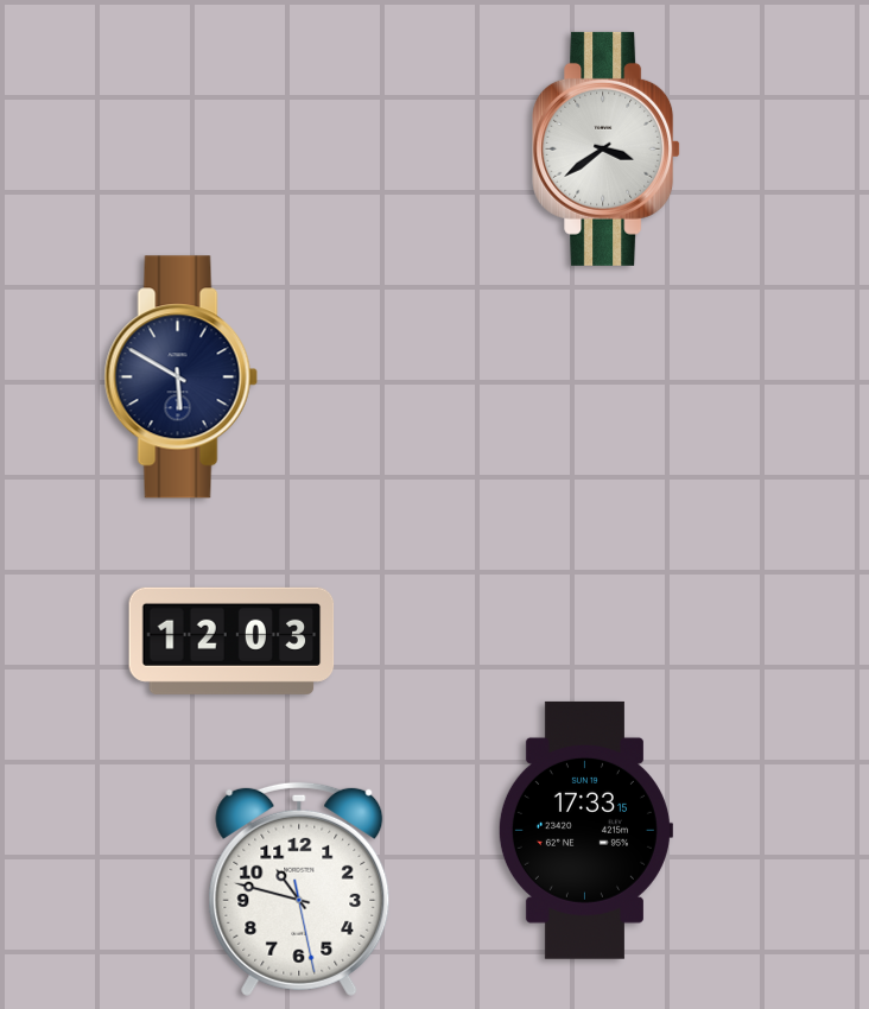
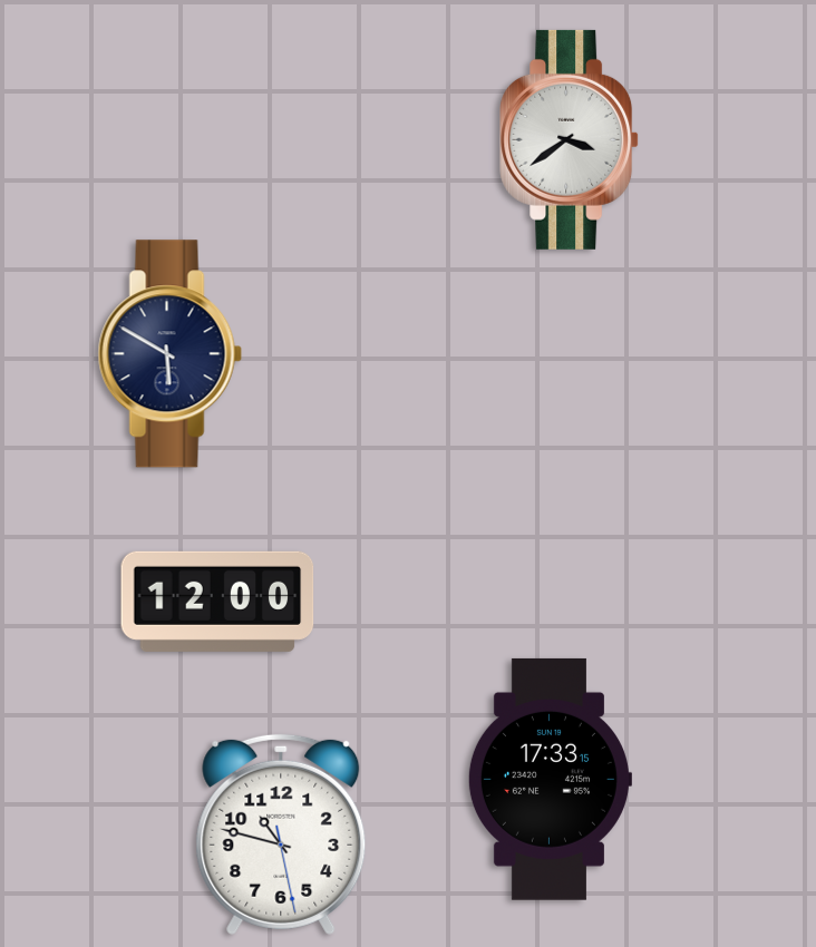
clock at (231, 641): 12:03 -> 12:00
